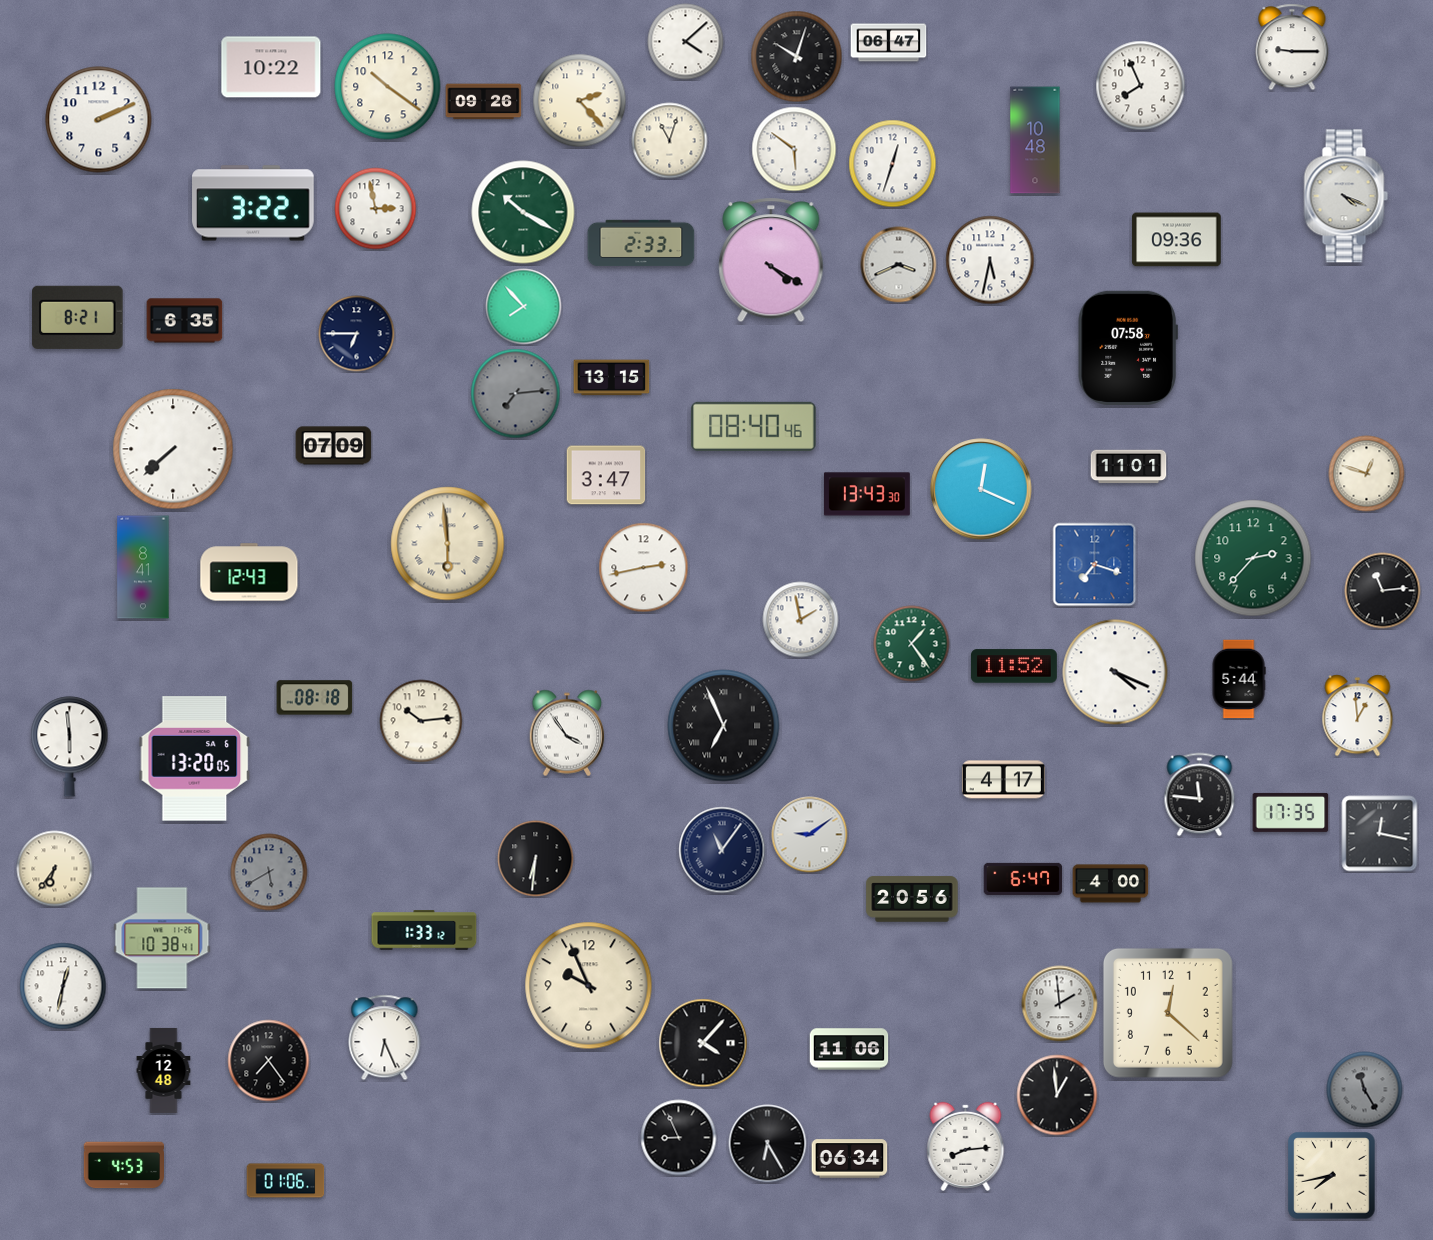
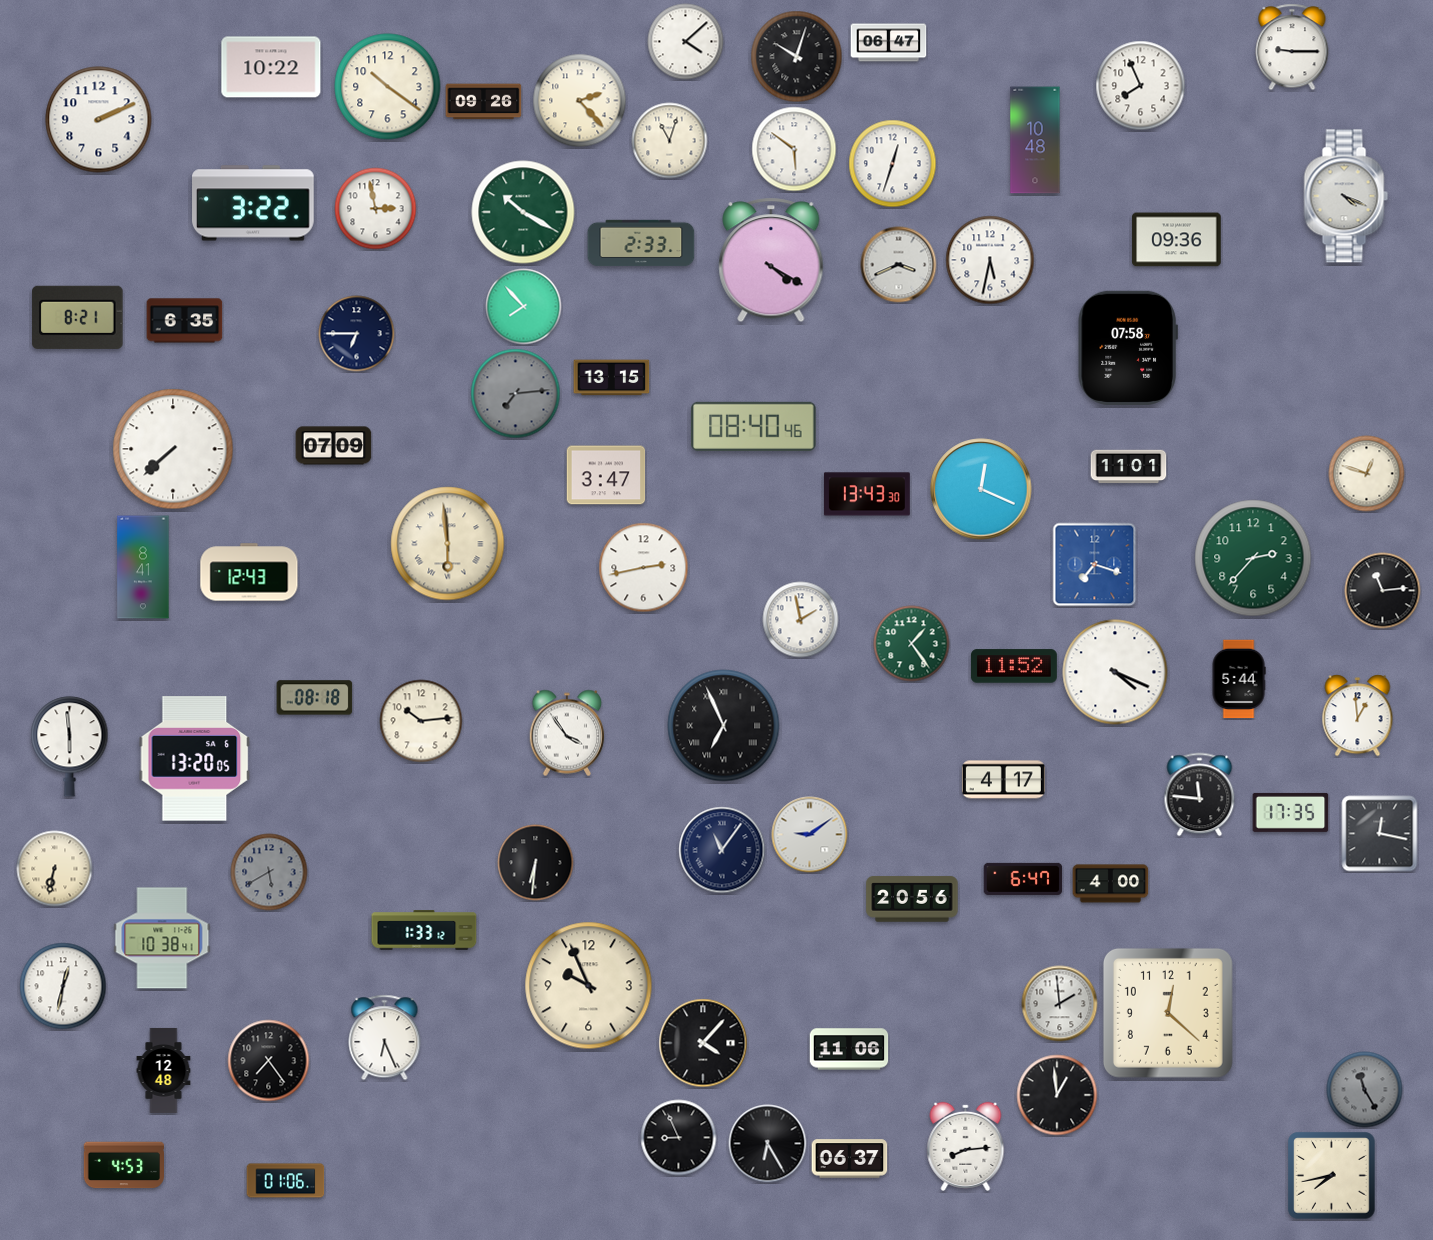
clock at (536, 859) position: (536, 859) -> (536, 863)
clock at (55, 869): 6:36 -> 6:32
clock at (850, 1159): 06:34 -> 06:37
